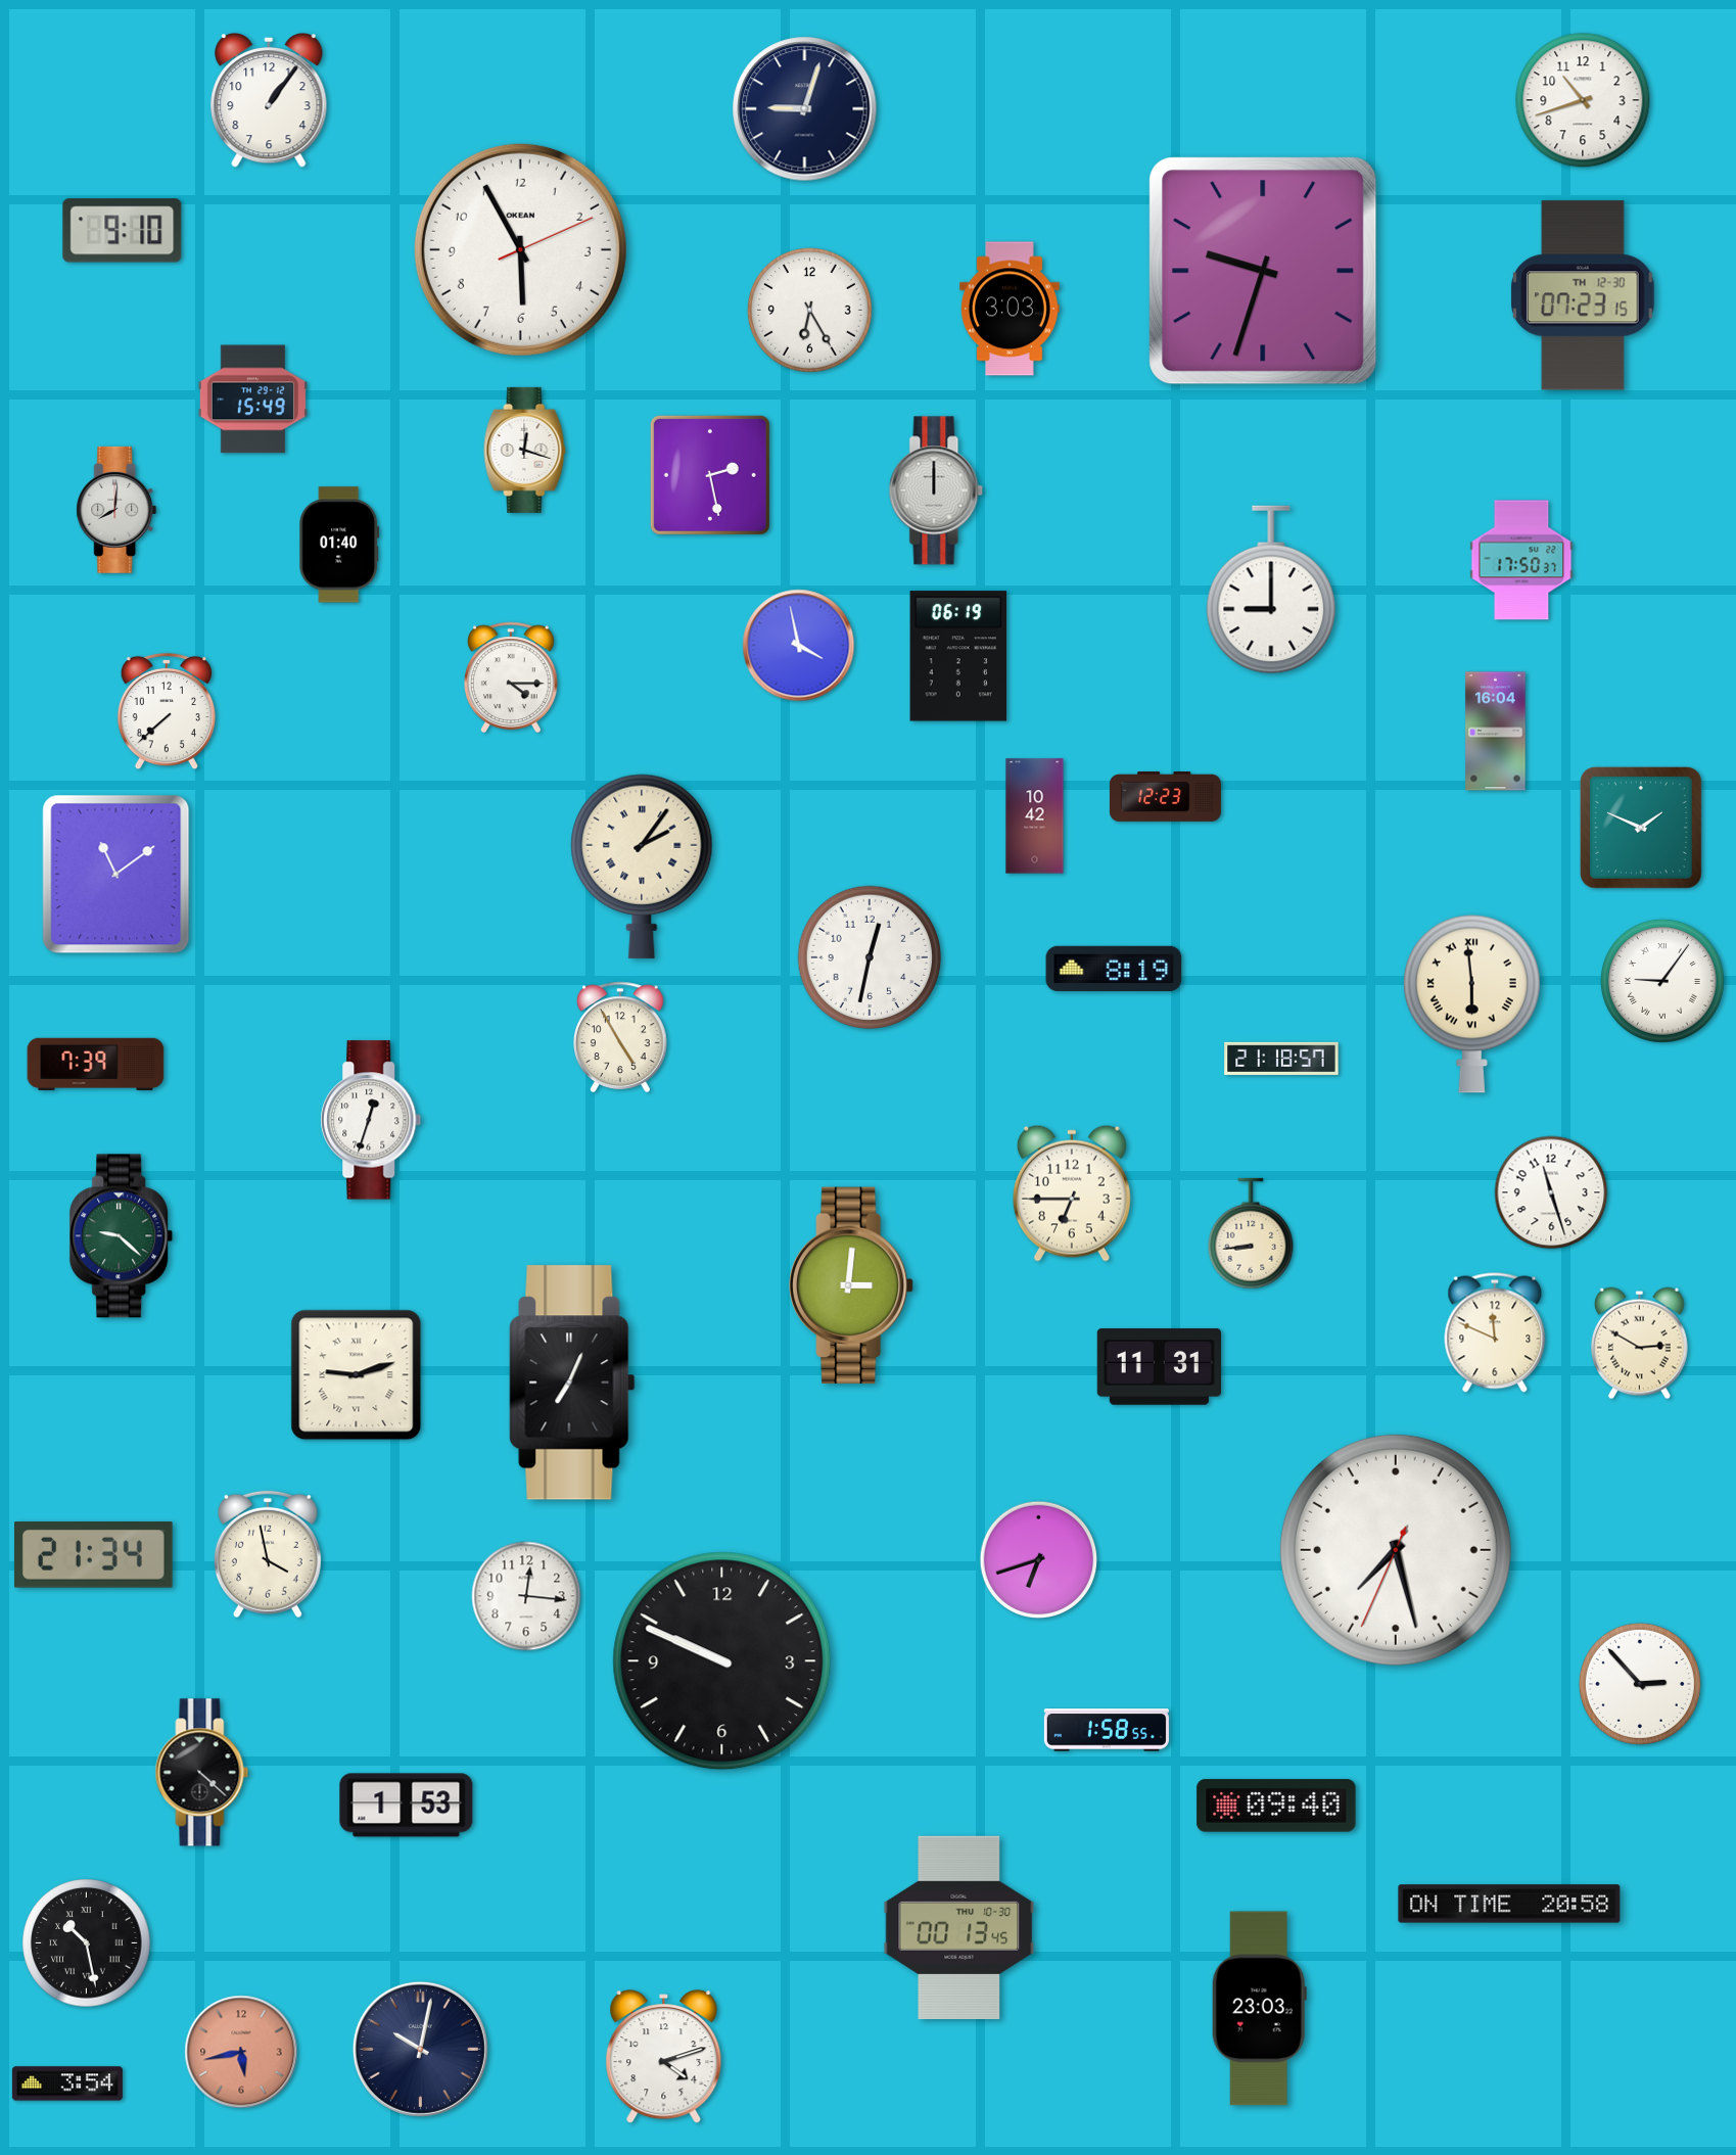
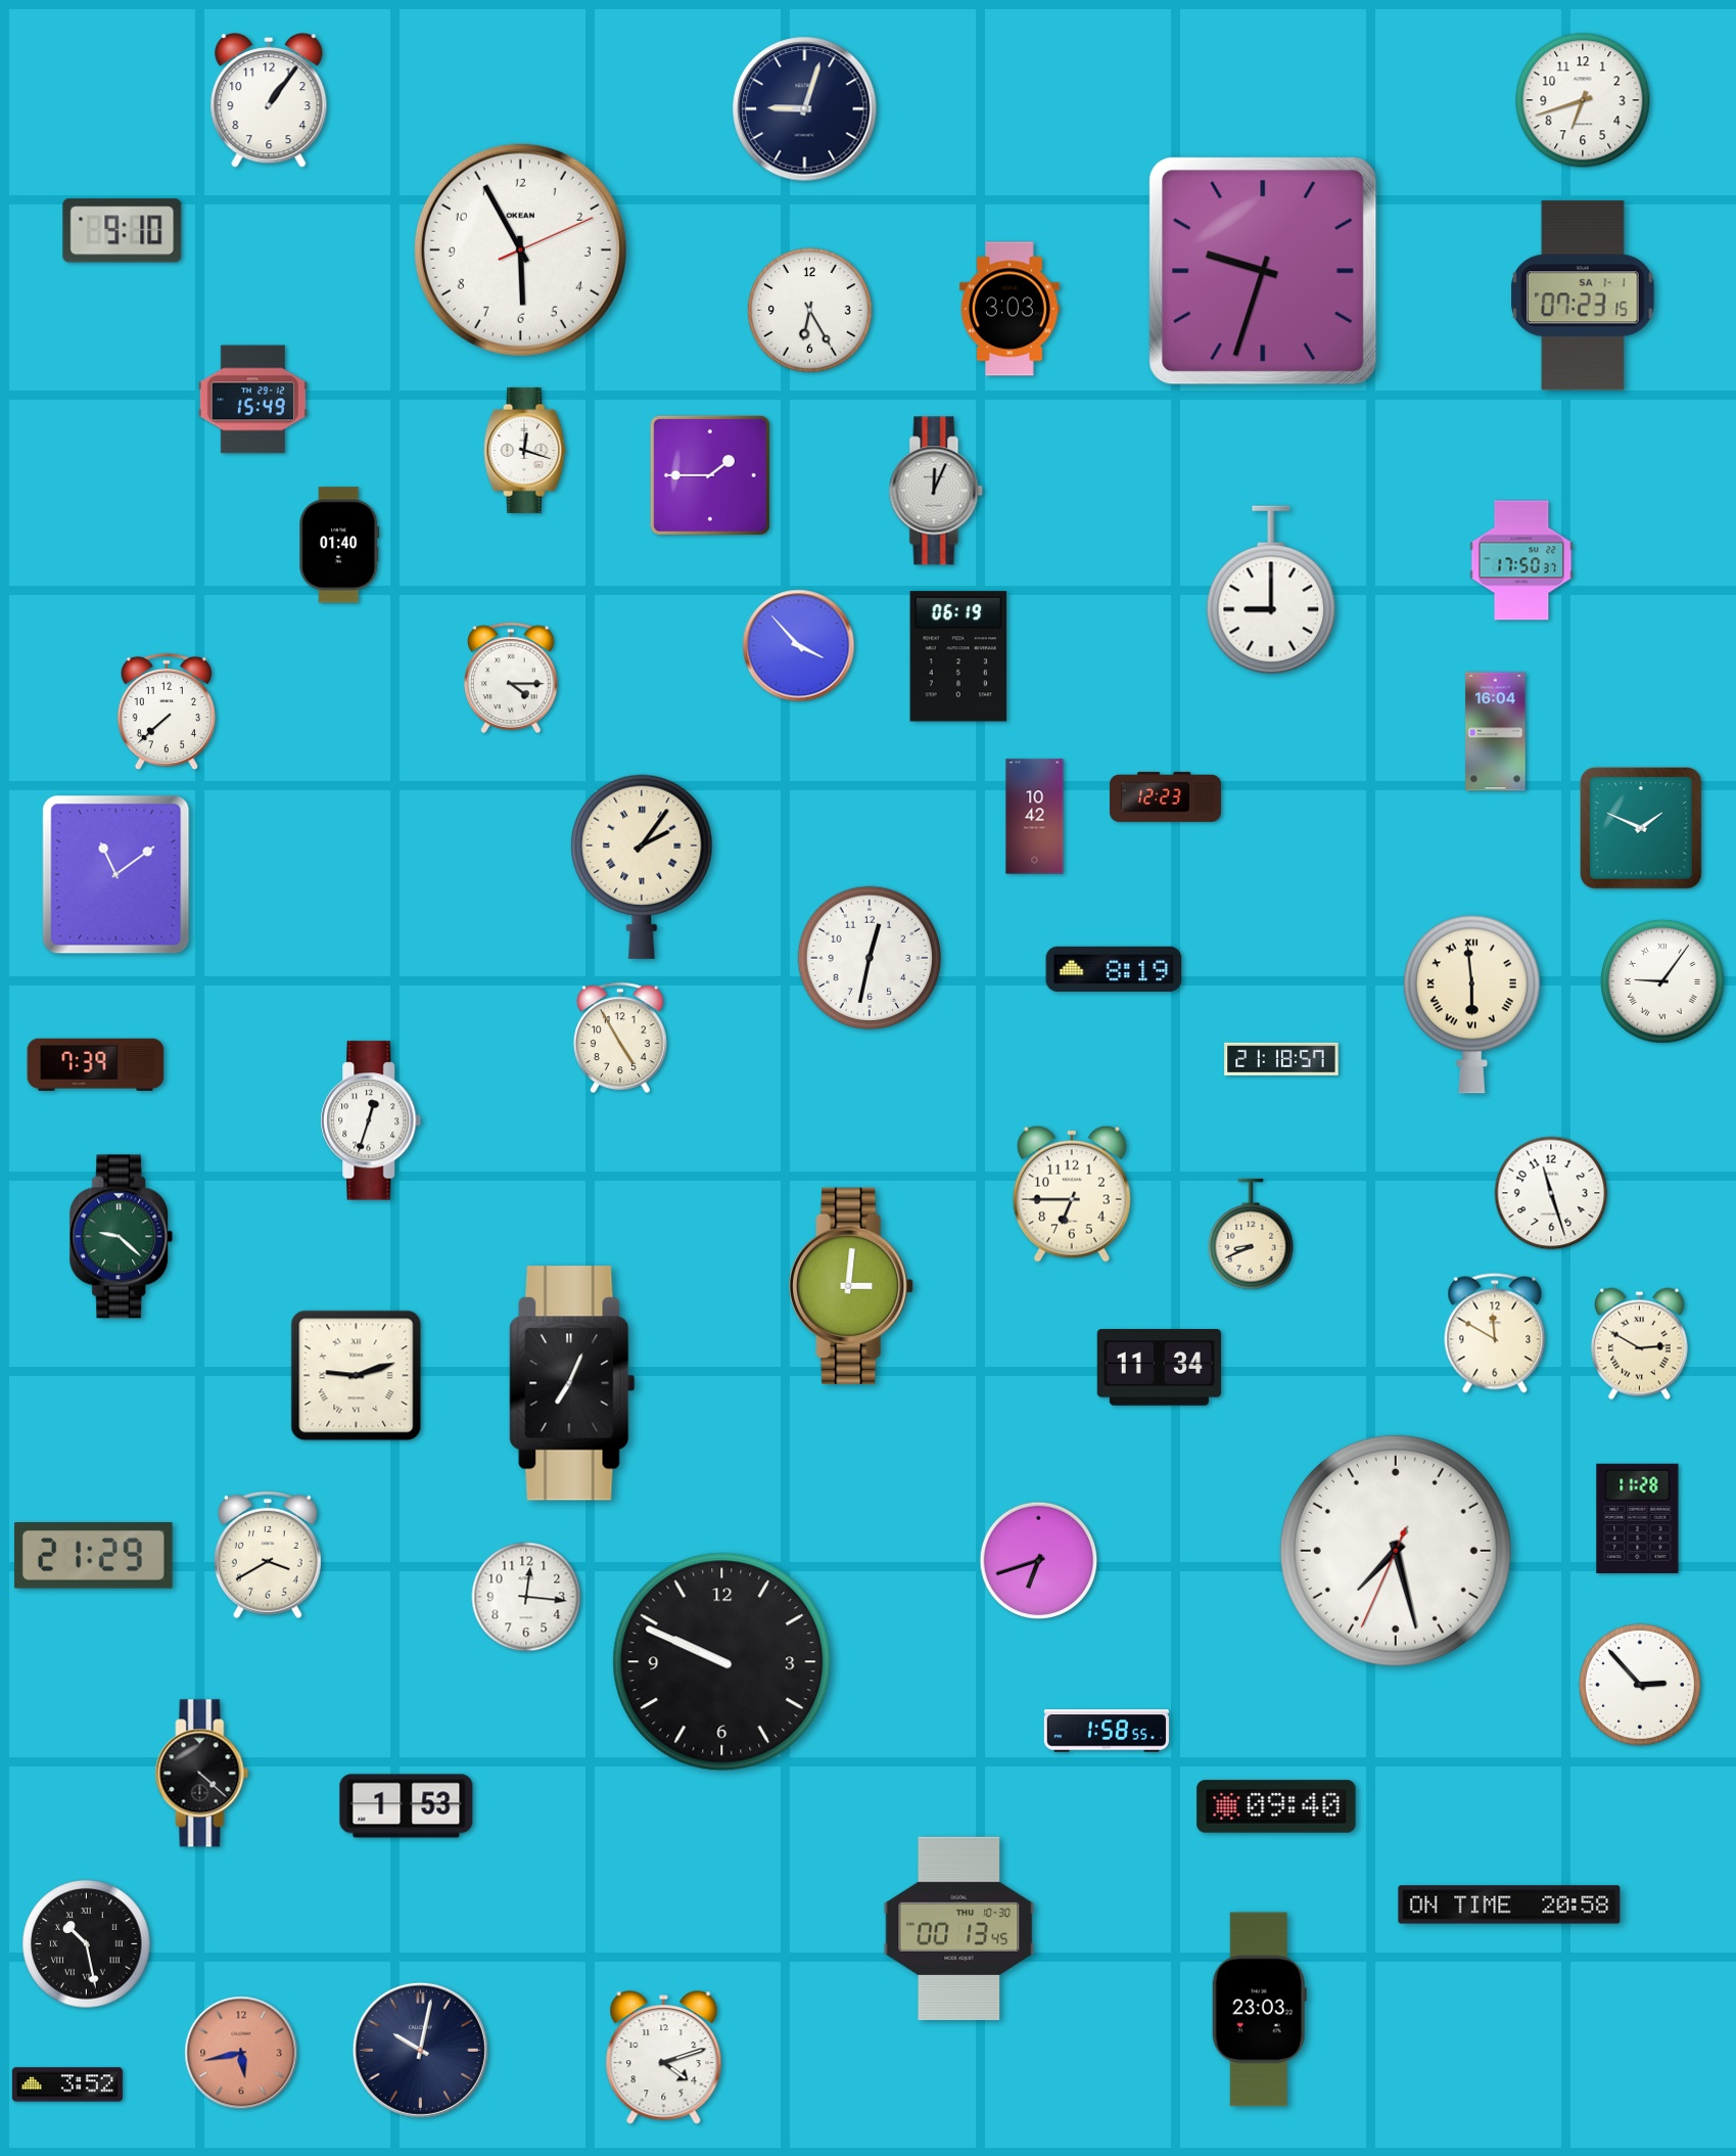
clock at (1583, 100): 10:42 -> 6:42
clock at (1583, 295) date: TH 12-30 -> SA 1-1
clock at (710, 475): 2:28 -> 1:45
clock at (936, 490): 12:00 -> 12:04
clock at (116, 510): 8:01 -> none
clock at (799, 646): 3:58 -> 3:53
clock at (1251, 1233): 8:44 -> 8:41
clock at (1495, 1332): 11:49 -> 11:50
clock at (1159, 1367): 11:31 -> 11:34
clock at (1638, 1518): none -> 11:28
clock at (268, 1554): 3:58 -> 3:40
clock at (94, 1555): 21:34 -> 21:29
clock at (67, 2083): 3:54 -> 3:52
